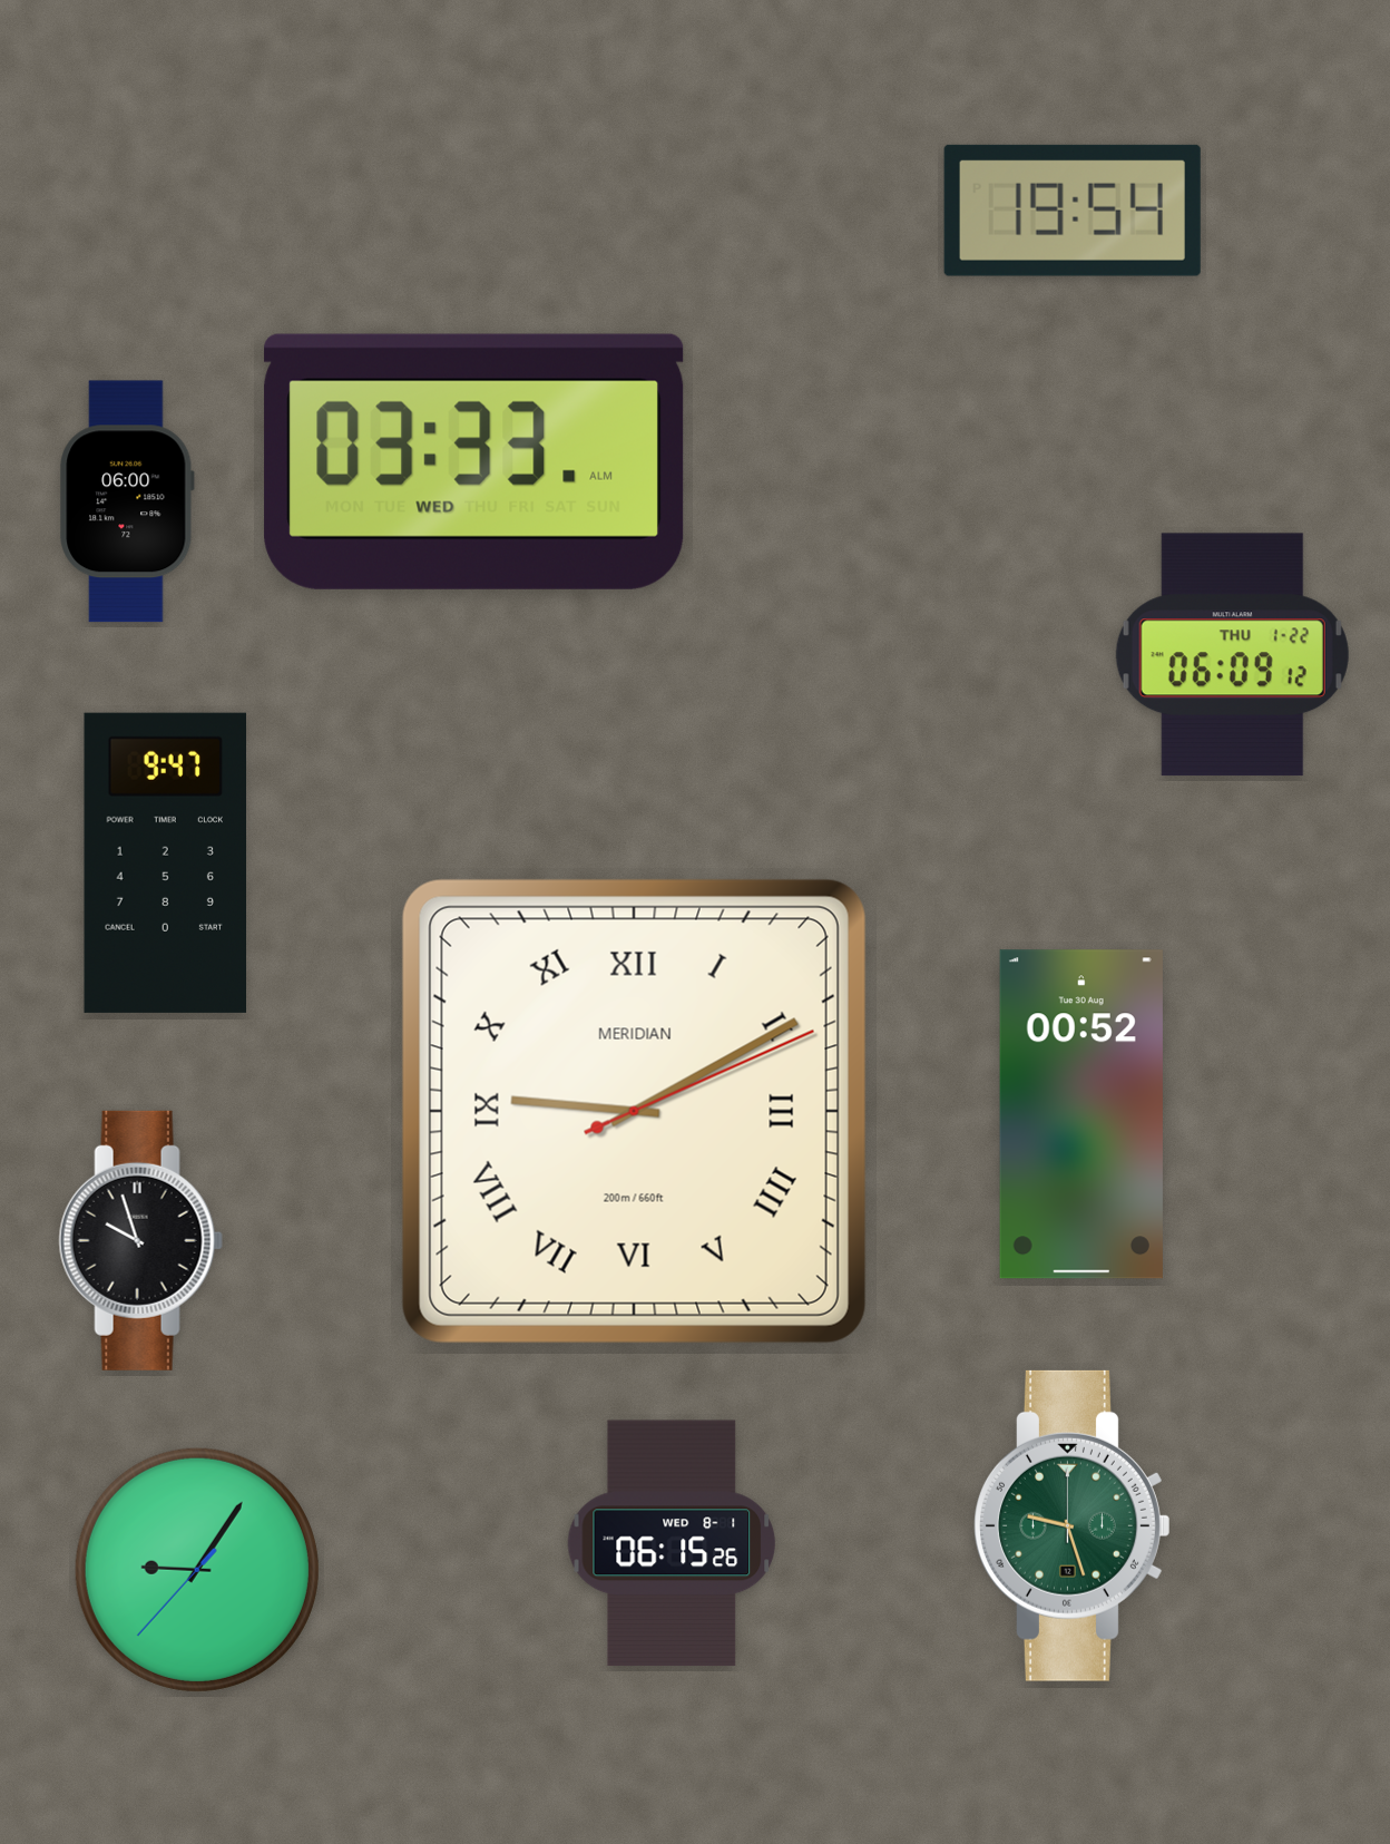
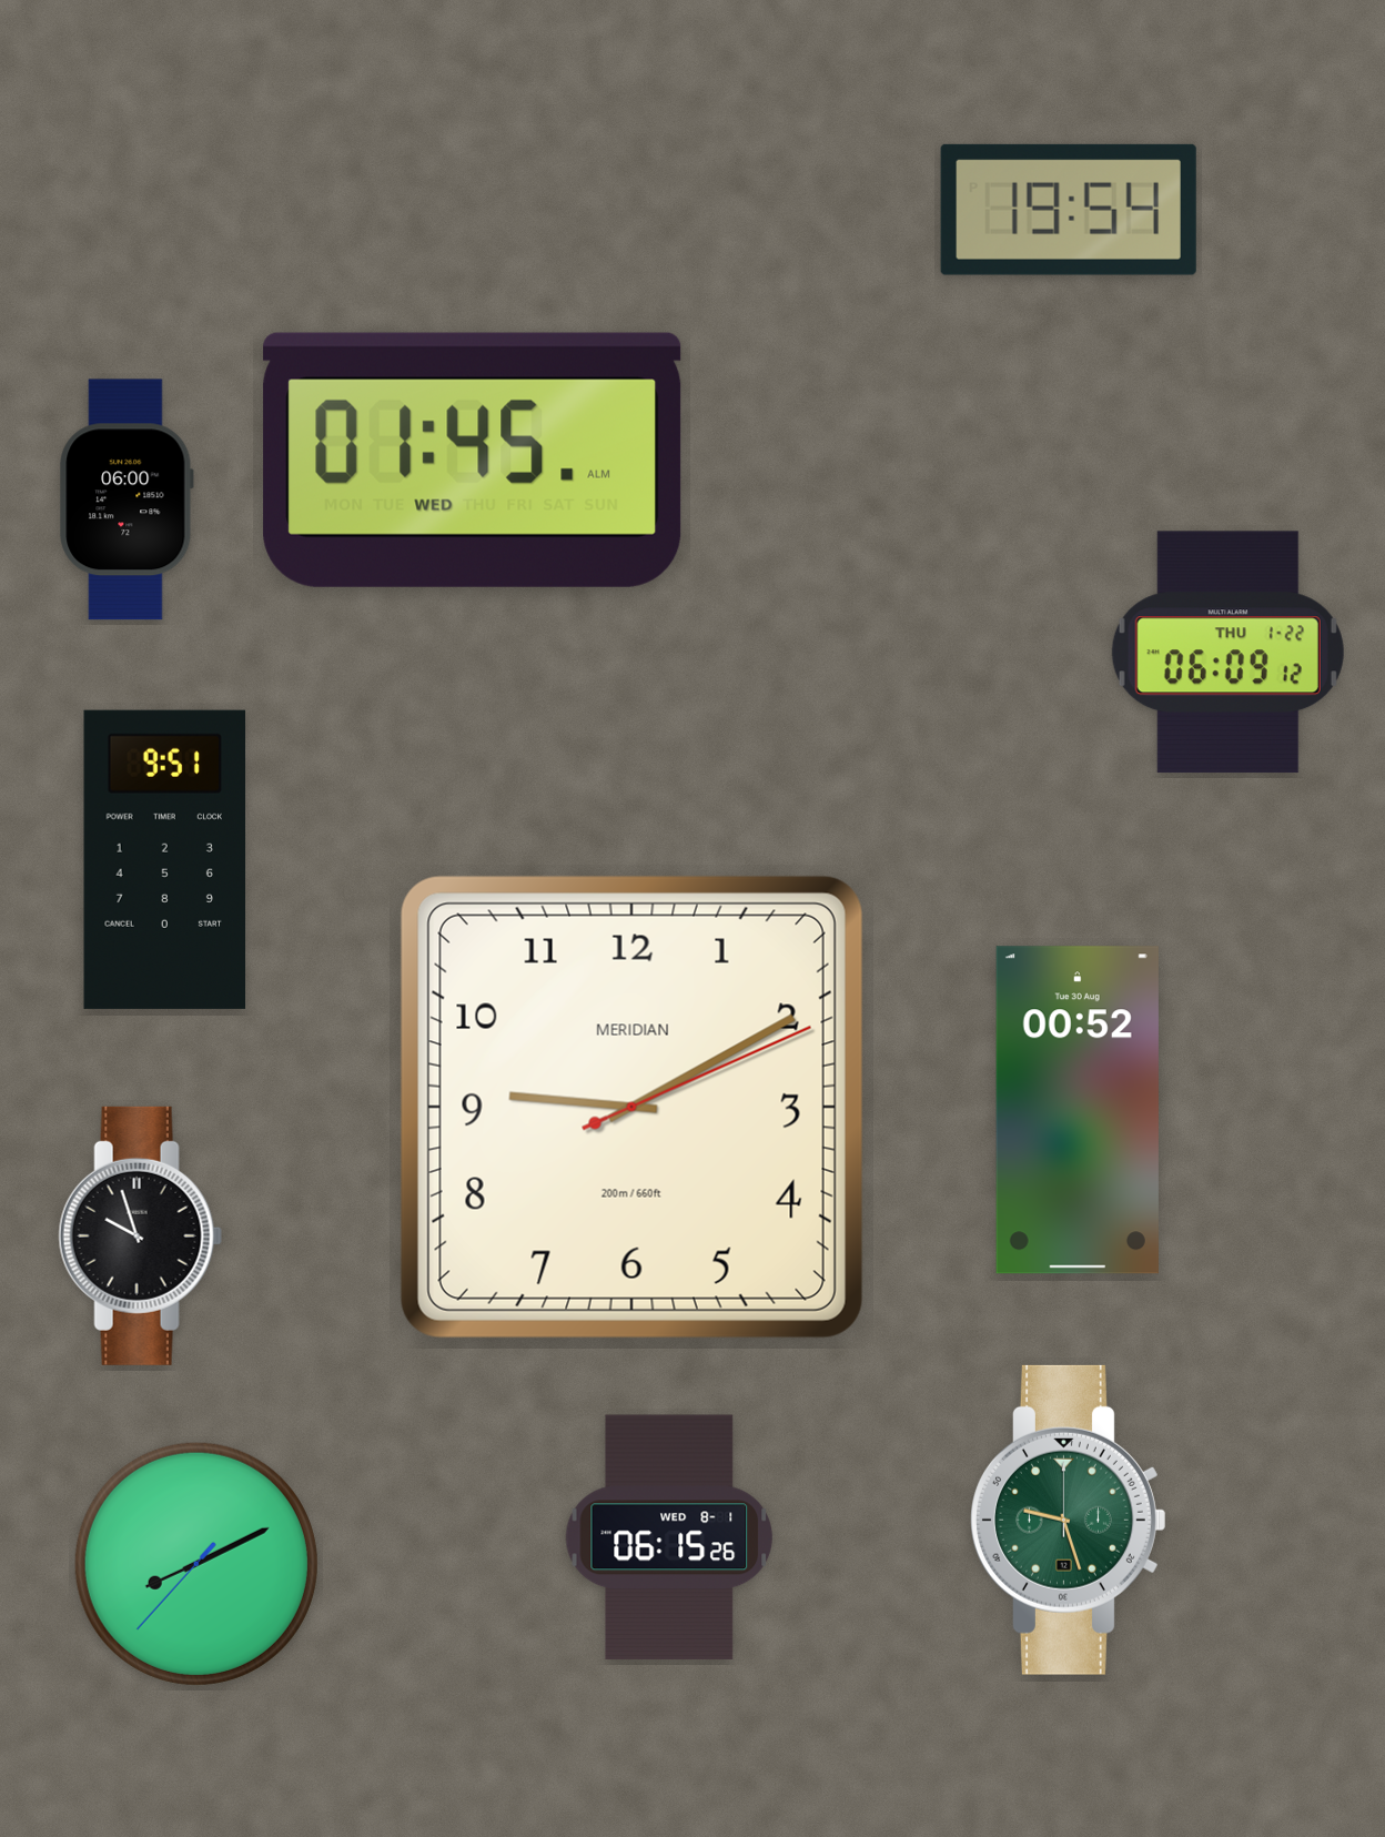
clock at (474, 461): 03:33 -> 01:45
clock at (165, 862): 9:47 -> 9:51
clock at (634, 1111) numerals: Roman -> Arabic
clock at (197, 1570): 9:05 -> 8:10
